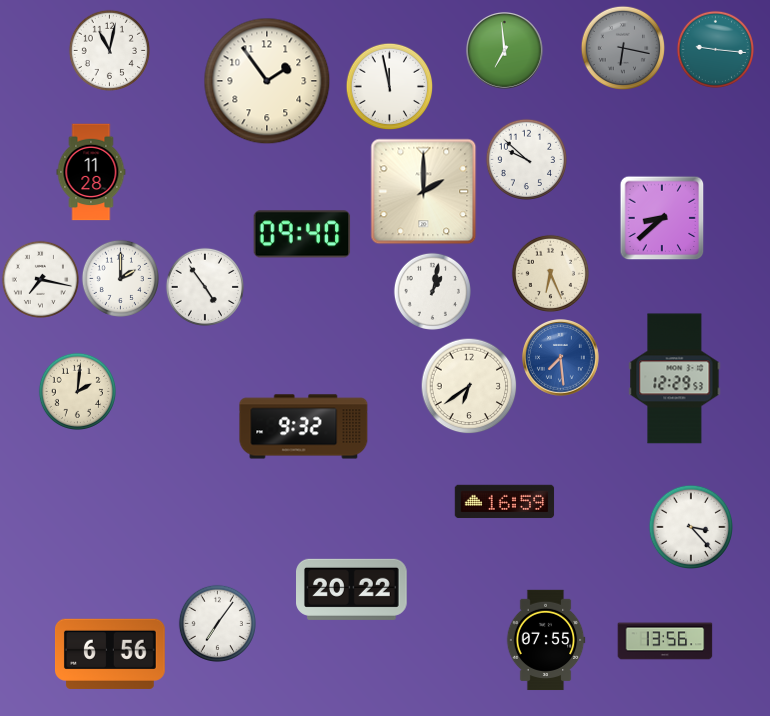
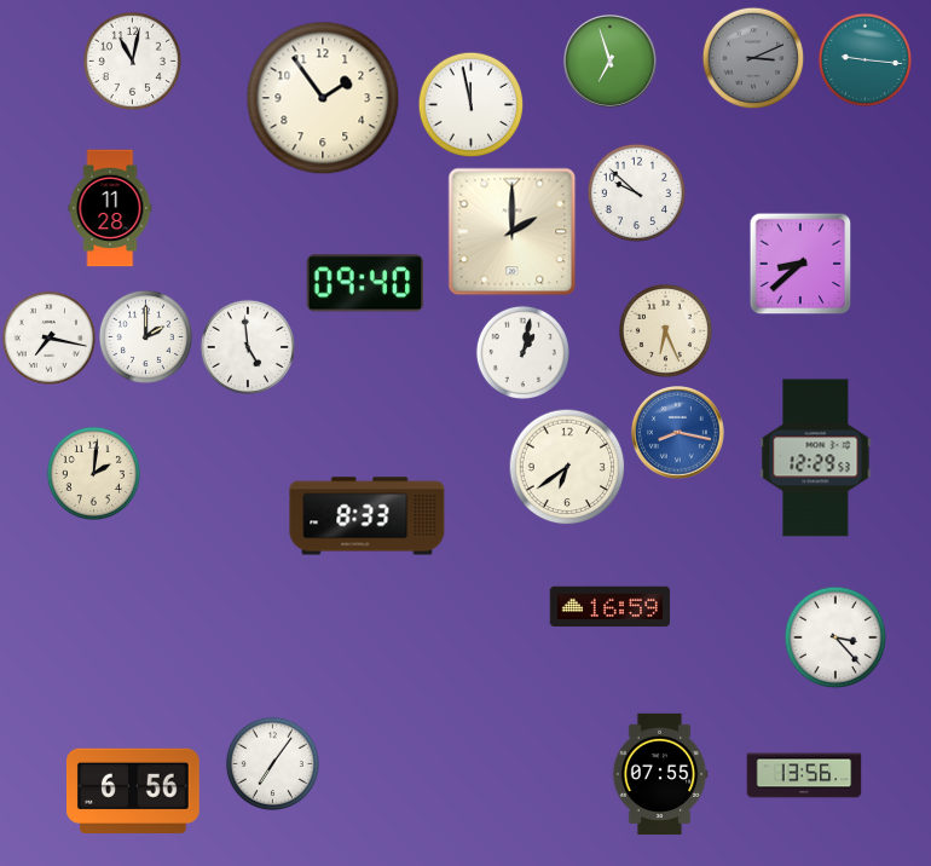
clock at (622, 47): 6:17 -> 3:11
clock at (505, 51): 6:59 -> 6:57
clock at (205, 287): 4:54 -> 4:59
clock at (561, 358): 7:29 -> 8:17
clock at (304, 427): 9:32 -> 8:33
clock at (352, 589): 20:22 -> none
clock at (217, 623) position: (217, 623) -> (272, 763)
